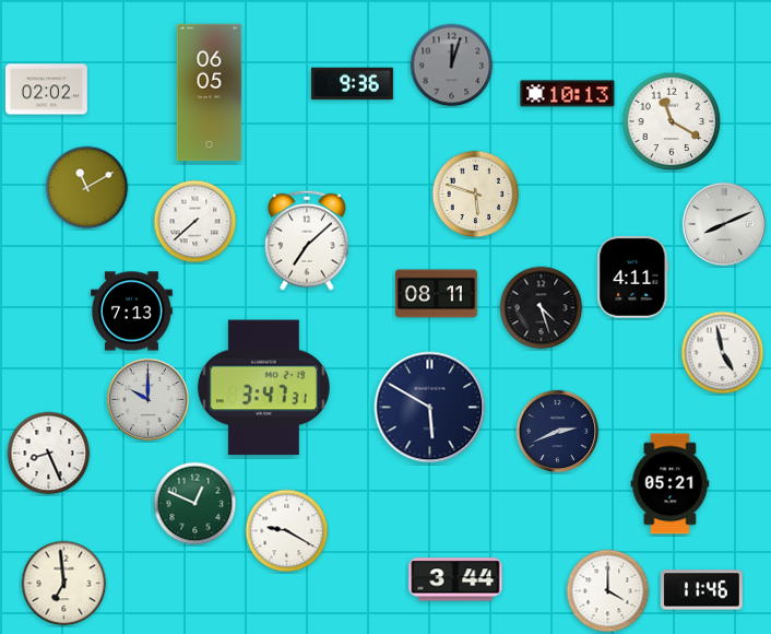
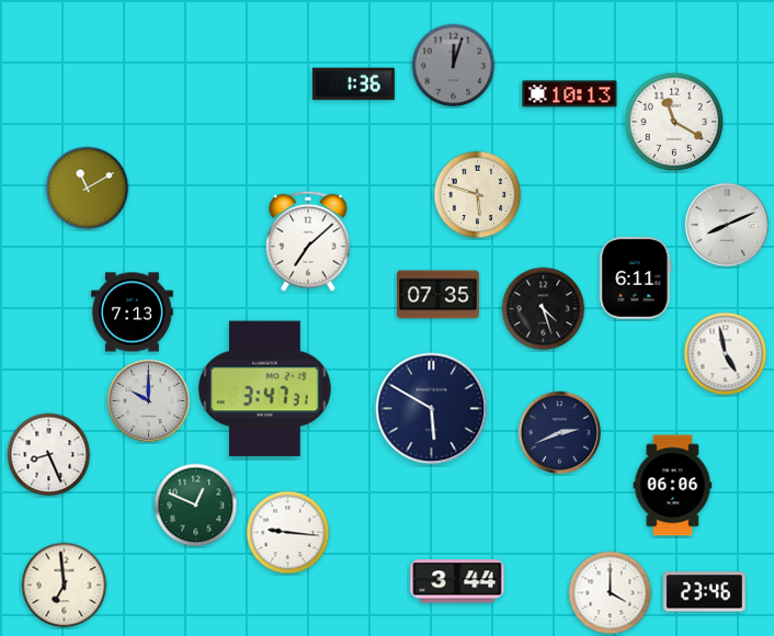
clock at (353, 84): 9:36 -> 1:36
clock at (47, 90): 02:02 -> none
clock at (210, 93): 06:05 -> none
clock at (195, 222): 7:38 -> none
clock at (633, 277): 4:11 -> 6:11
clock at (437, 294): 08:11 -> 07:35
clock at (671, 484): 05:21 -> 06:06
clock at (287, 531): 9:20 -> 9:16
clock at (701, 590): 11:46 -> 23:46
